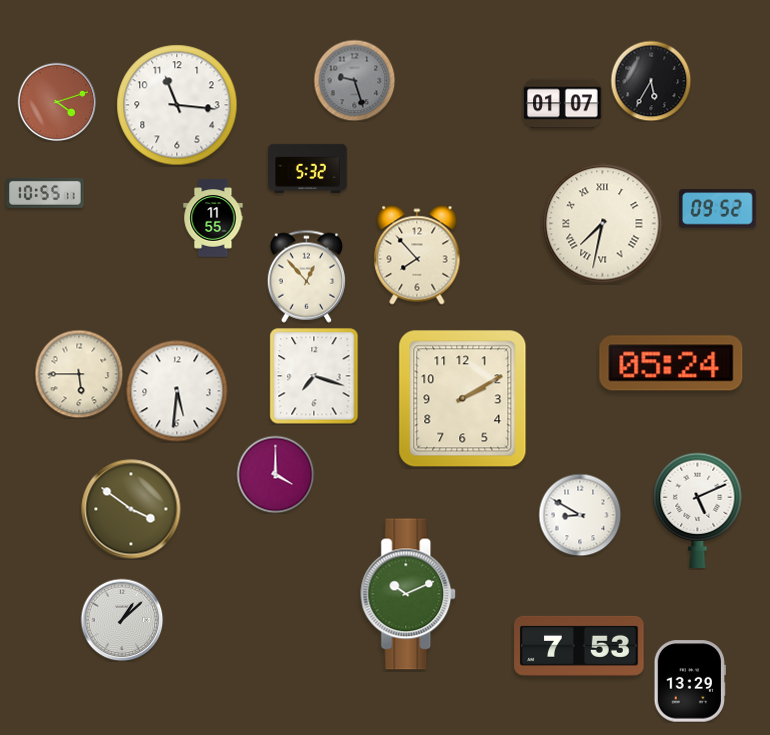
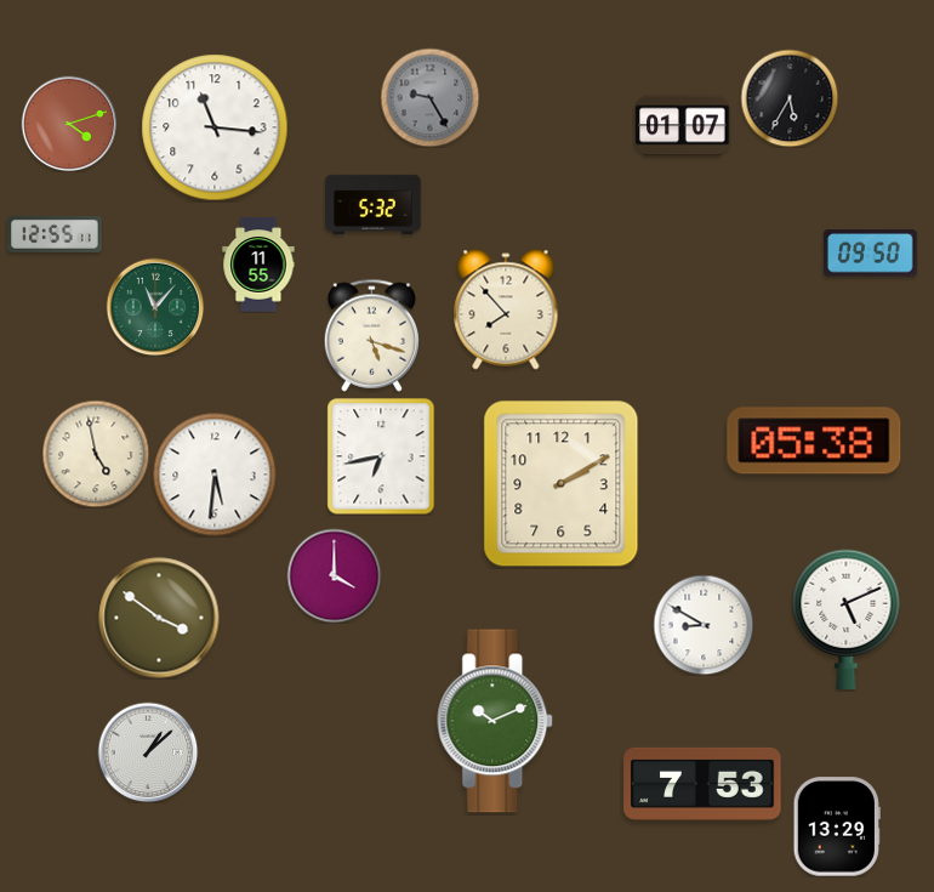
clock at (354, 80): 9:27 -> 9:25
clock at (45, 193): 10:55 -> 12:55
clock at (718, 209): 09:52 -> 09:50
clock at (603, 224): 7:32 -> none
clock at (155, 307): none -> 11:07
clock at (306, 276): 12:53 -> 5:18
clock at (671, 363): 05:24 -> 05:38
clock at (79, 374): 5:45 -> 4:58
clock at (314, 376): 7:18 -> 6:43
